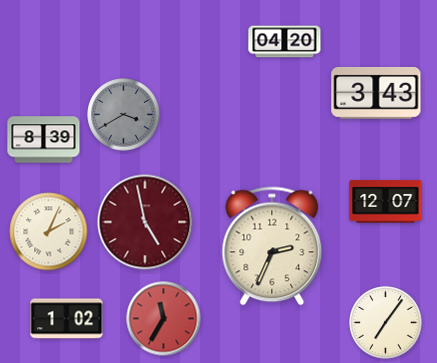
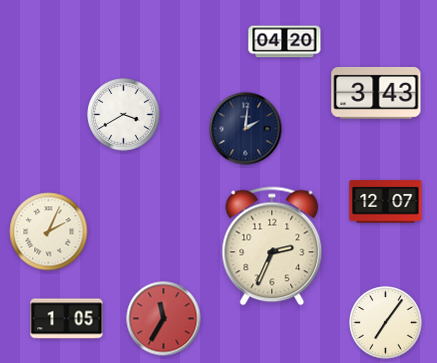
clock at (124, 115) dial: grey -> white
clock at (246, 129): none -> 2:01
clock at (44, 140): 8:39 -> none
clock at (145, 222): 4:58 -> none
clock at (67, 319): 1:02 -> 1:05
